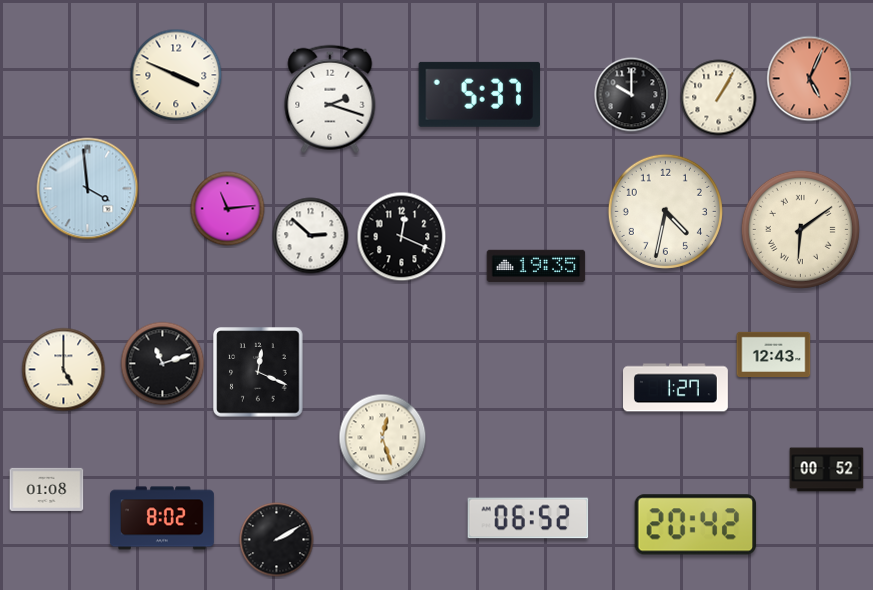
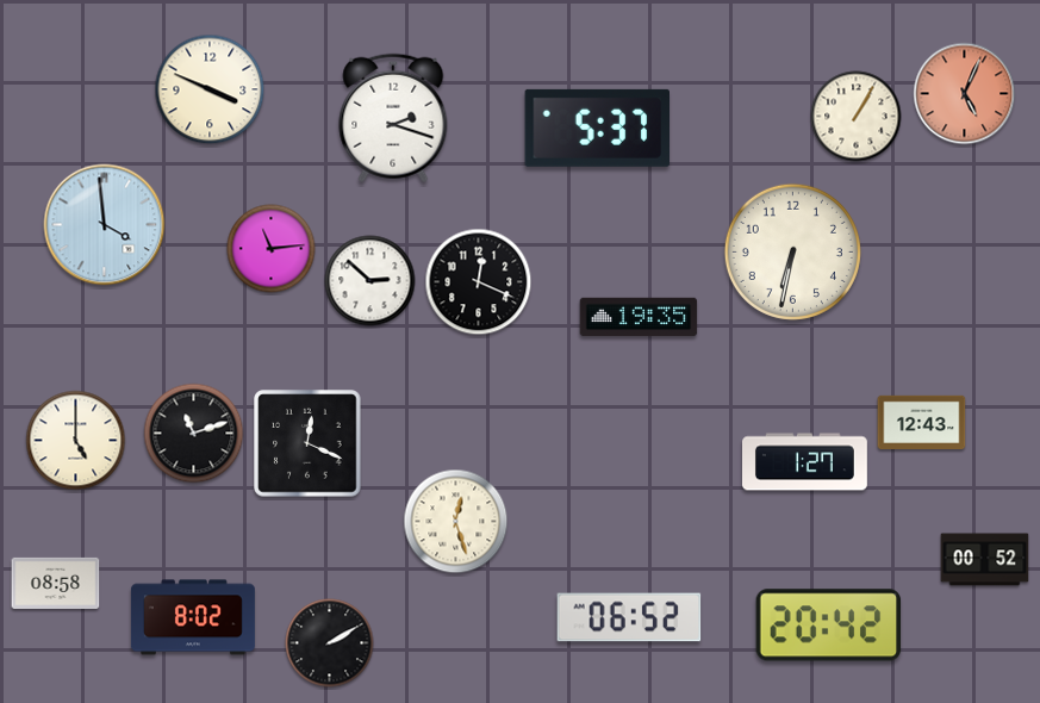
clock at (479, 94) position: (479, 94) -> (597, 127)
clock at (632, 95): 10:00 -> none
clock at (665, 211): 4:32 -> 6:32
clock at (800, 229): 6:09 -> none
clock at (47, 489): 01:08 -> 08:58
